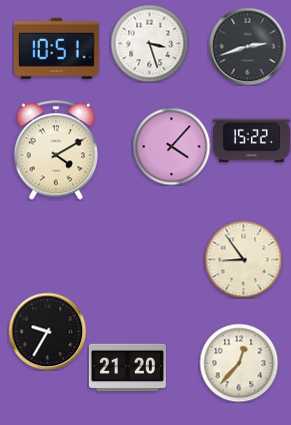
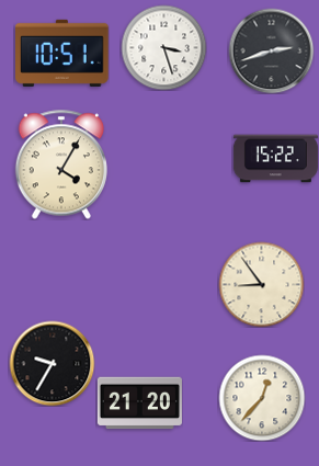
clock at (251, 141) position: (251, 141) -> (275, 159)
clock at (171, 146): 4:07 -> none
clock at (56, 150): 4:10 -> 4:05
clock at (243, 259) position: (243, 259) -> (261, 284)
